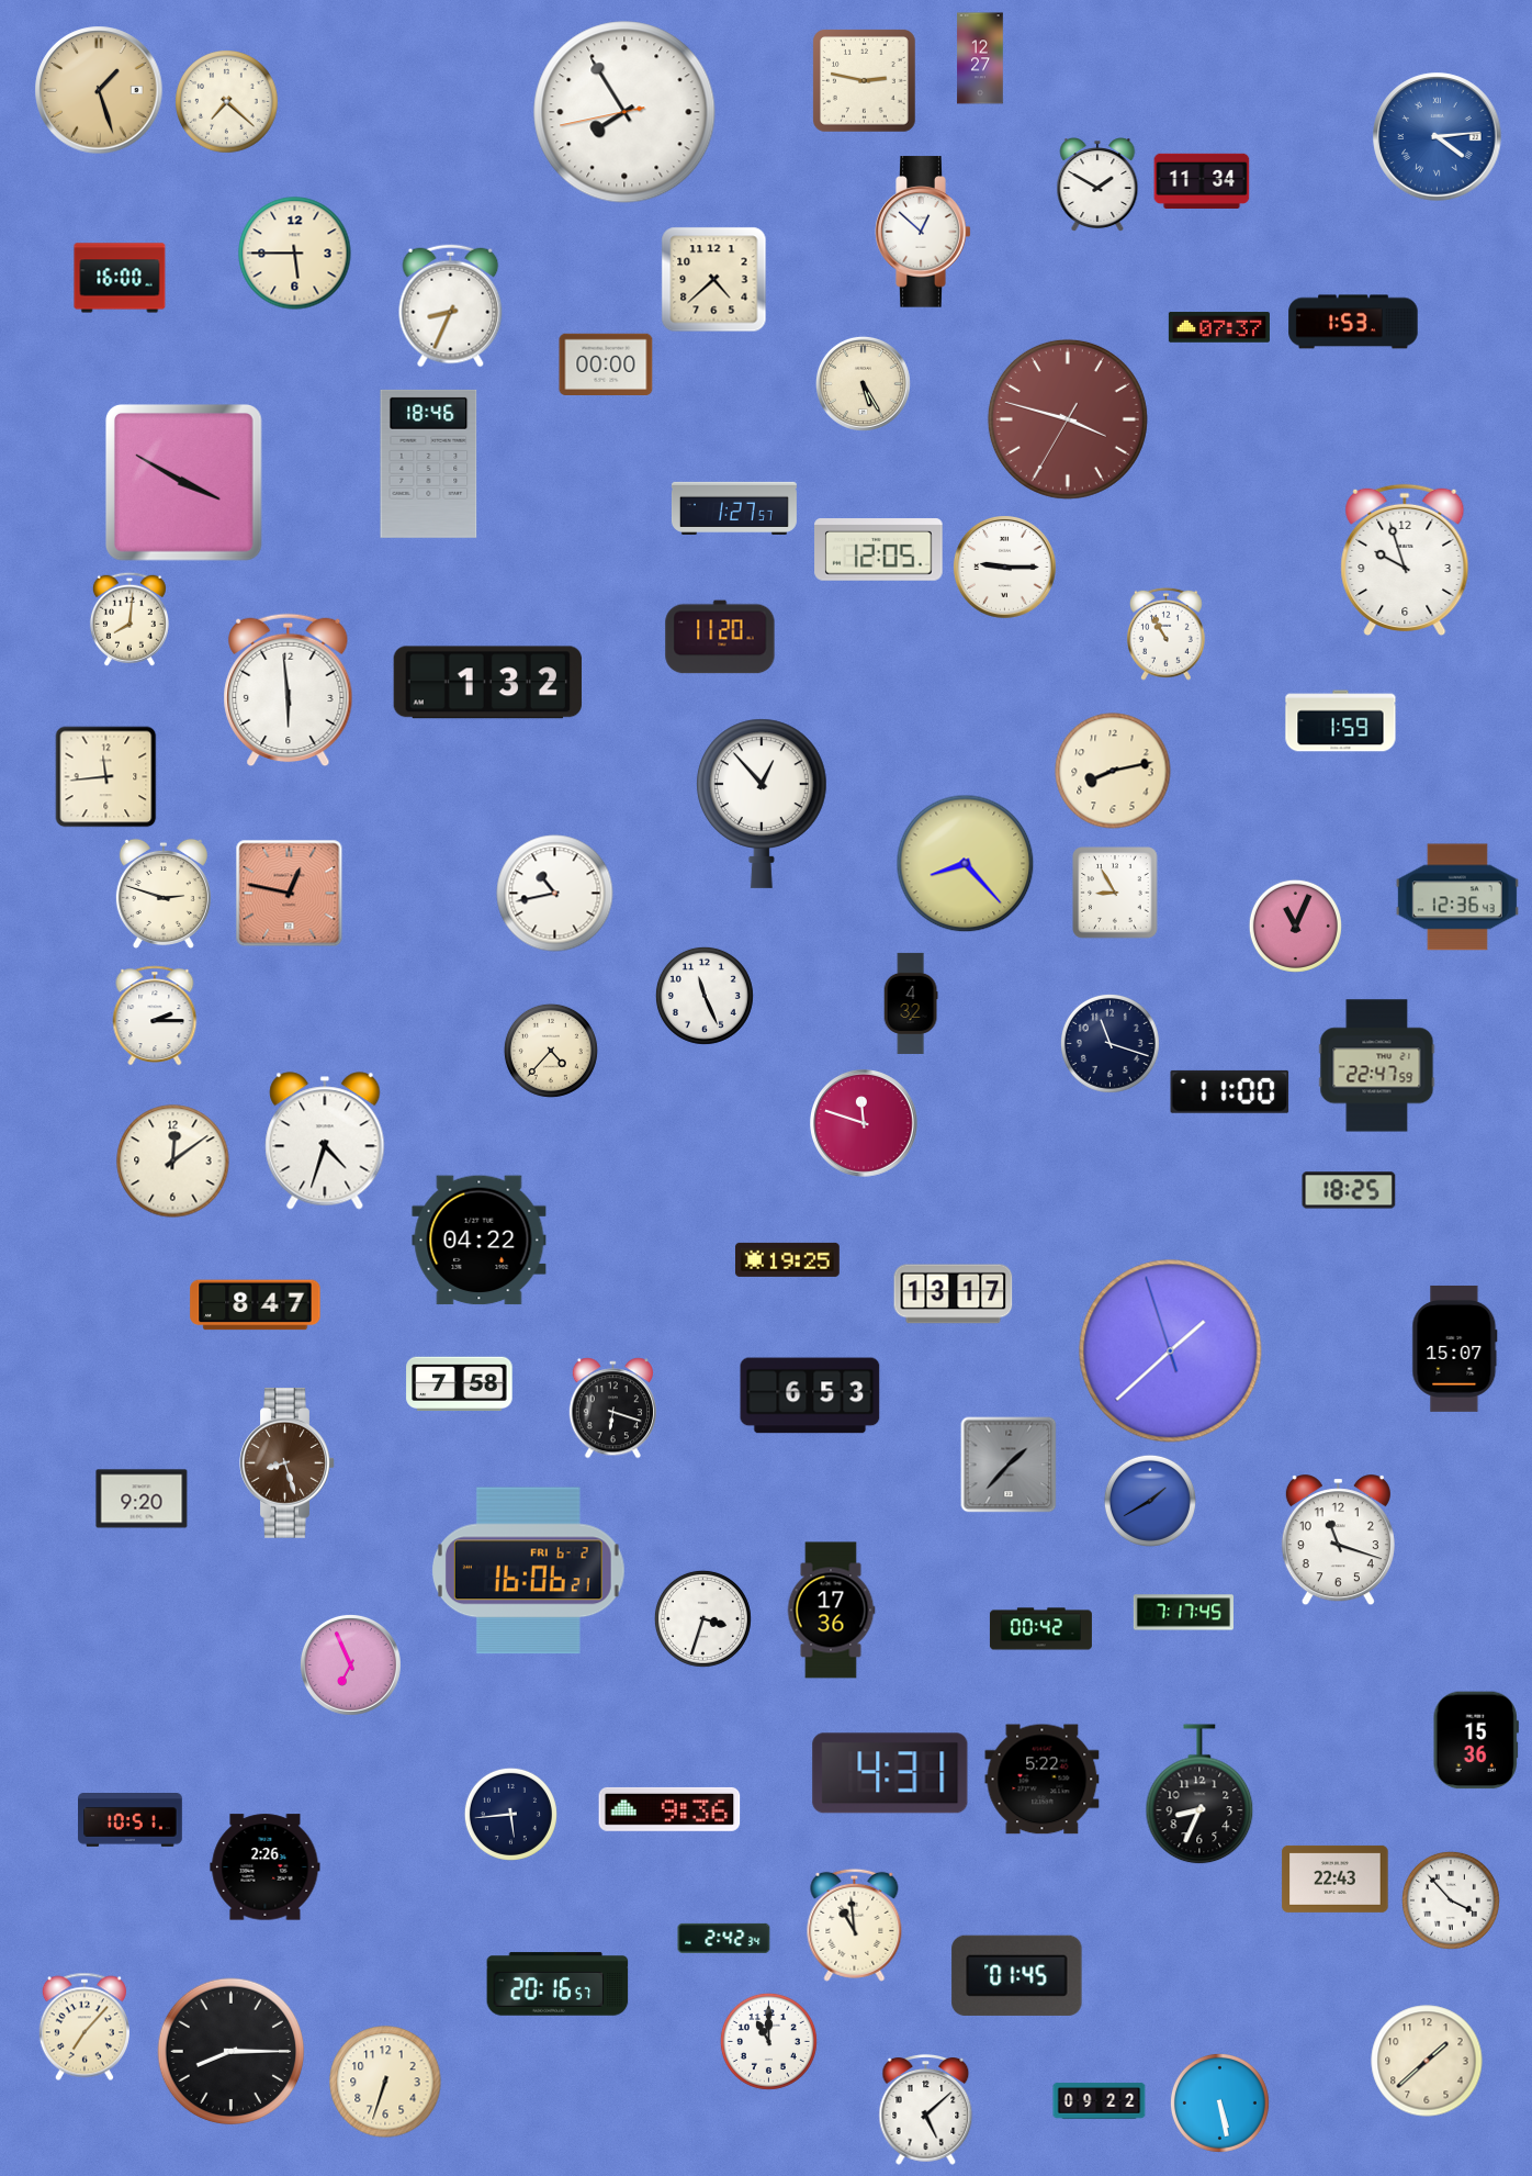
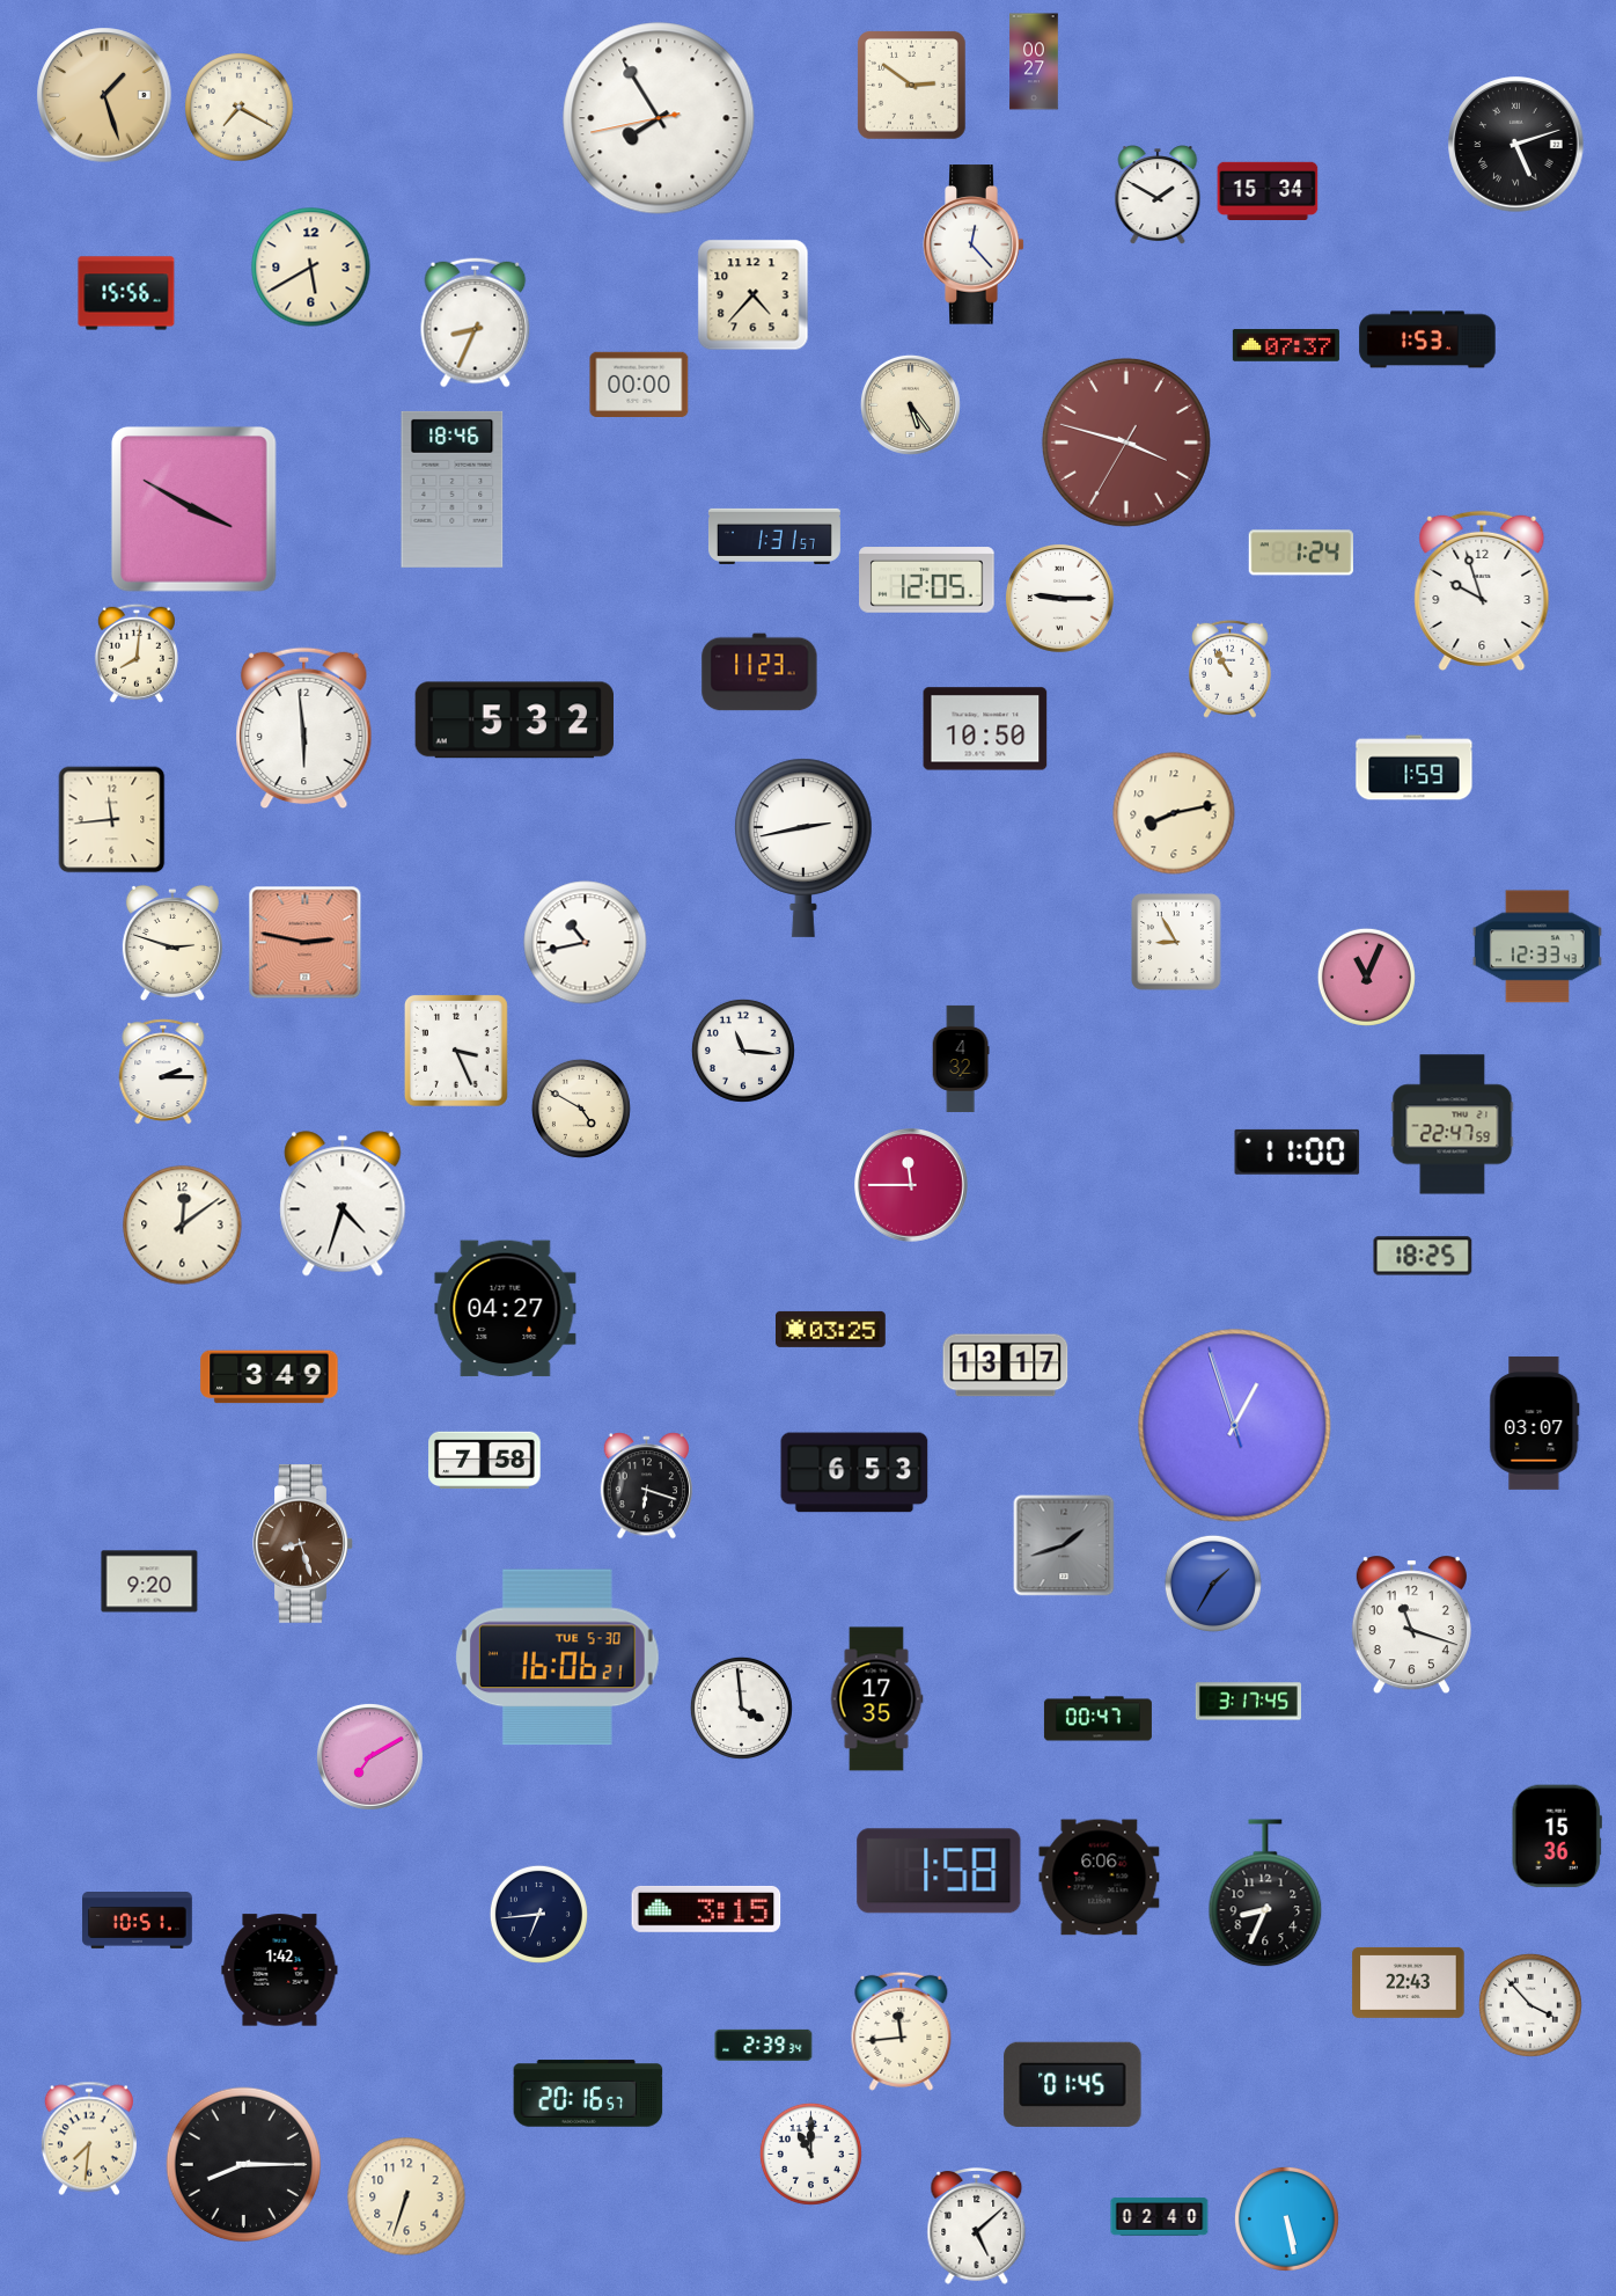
clock at (980, 58): 12:27 -> 00:27
clock at (865, 81): 2:47 -> 2:51
clock at (227, 102): 7:22 -> 7:20
clock at (1438, 137): 4:14 -> 5:12
clock at (1438, 137) dial: blue -> black
clock at (1202, 180): 11:34 -> 15:34
clock at (923, 232): 12:52 -> 12:23
clock at (295, 254): 5:45 -> 5:40
clock at (120, 278): 16:00 -> 15:56
clock at (714, 280): 4:38 -> 4:37
clock at (863, 383): 5:25 -> 5:24
clock at (734, 508): 1:27 -> 1:31
clock at (1301, 553): none -> 1:24
clock at (720, 637): 11:20 -> 11:23
clock at (487, 683): 1:32 -> 5:32
clock at (985, 729): none -> 10:50
clock at (1341, 721) position: (1341, 721) -> (1415, 768)
clock at (763, 804): 12:53 -> 2:43
clock at (966, 864): 8:23 -> none
clock at (290, 894): 12:47 -> 2:47
clock at (1457, 897): 12:36 -> 12:33
clock at (456, 1051): none -> 3:26
clock at (705, 996): 11:26 -> 11:16
clock at (1109, 1043): 11:18 -> none
clock at (551, 1051): 4:37 -> 4:50
clock at (865, 1124): 11:48 -> 11:45
clock at (480, 1241): 04:22 -> 04:27
clock at (788, 1259): 19:25 -> 03:25
clock at (256, 1305): 8:47 -> 3:49
clock at (1455, 1348): 15:07 -> 03:07
clock at (1171, 1351): 1:37 -> 12:56
clock at (1009, 1465): 1:37 -> 1:42
clock at (1150, 1501): 1:40 -> 1:35
clock at (528, 1571) date: FRI 6-2 -> TUE 5-30
clock at (831, 1611): 17:36 -> 17:35
clock at (1183, 1613): 7:17 -> 3:17
clock at (702, 1618): 3:33 -> 3:59
clock at (1040, 1629): 00:42 -> 00:47
clock at (350, 1664): 6:56 -> 7:10
clock at (890, 1773): 4:31 -> 1:58
clock at (1043, 1780): 5:22 -> 6:06
clock at (669, 1809): 9:36 -> 3:15
clock at (510, 1814): 5:44 -> 6:44
clock at (266, 1867): 2:26 -> 1:42
clock at (855, 1925): 10:59 -> 11:44
clock at (724, 1938): 2:42 -> 2:39
clock at (85, 2027): 7:07 -> 7:31
clock at (1427, 2061): 1:38 -> none
clock at (1100, 2101): 09:22 -> 02:40
